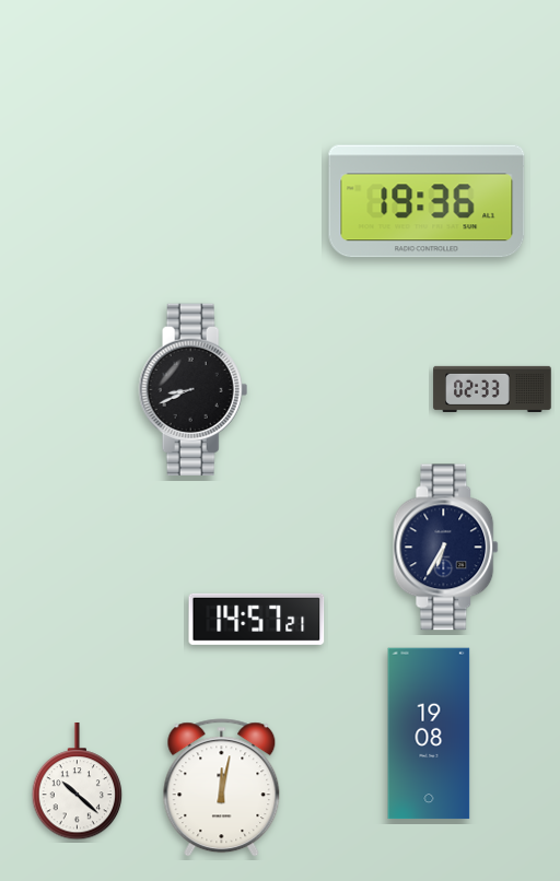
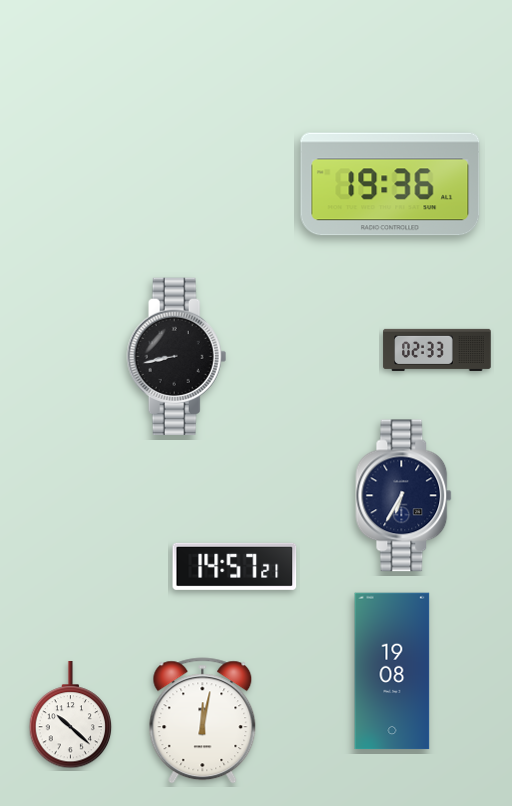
clock at (194, 389): 8:41 -> 8:43
clock at (492, 389) position: (492, 389) -> (437, 350)
clock at (446, 548) position: (446, 548) -> (404, 496)
